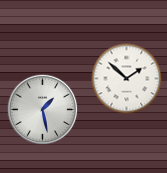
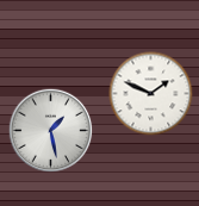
clock at (127, 79): 1:52 -> 1:49
